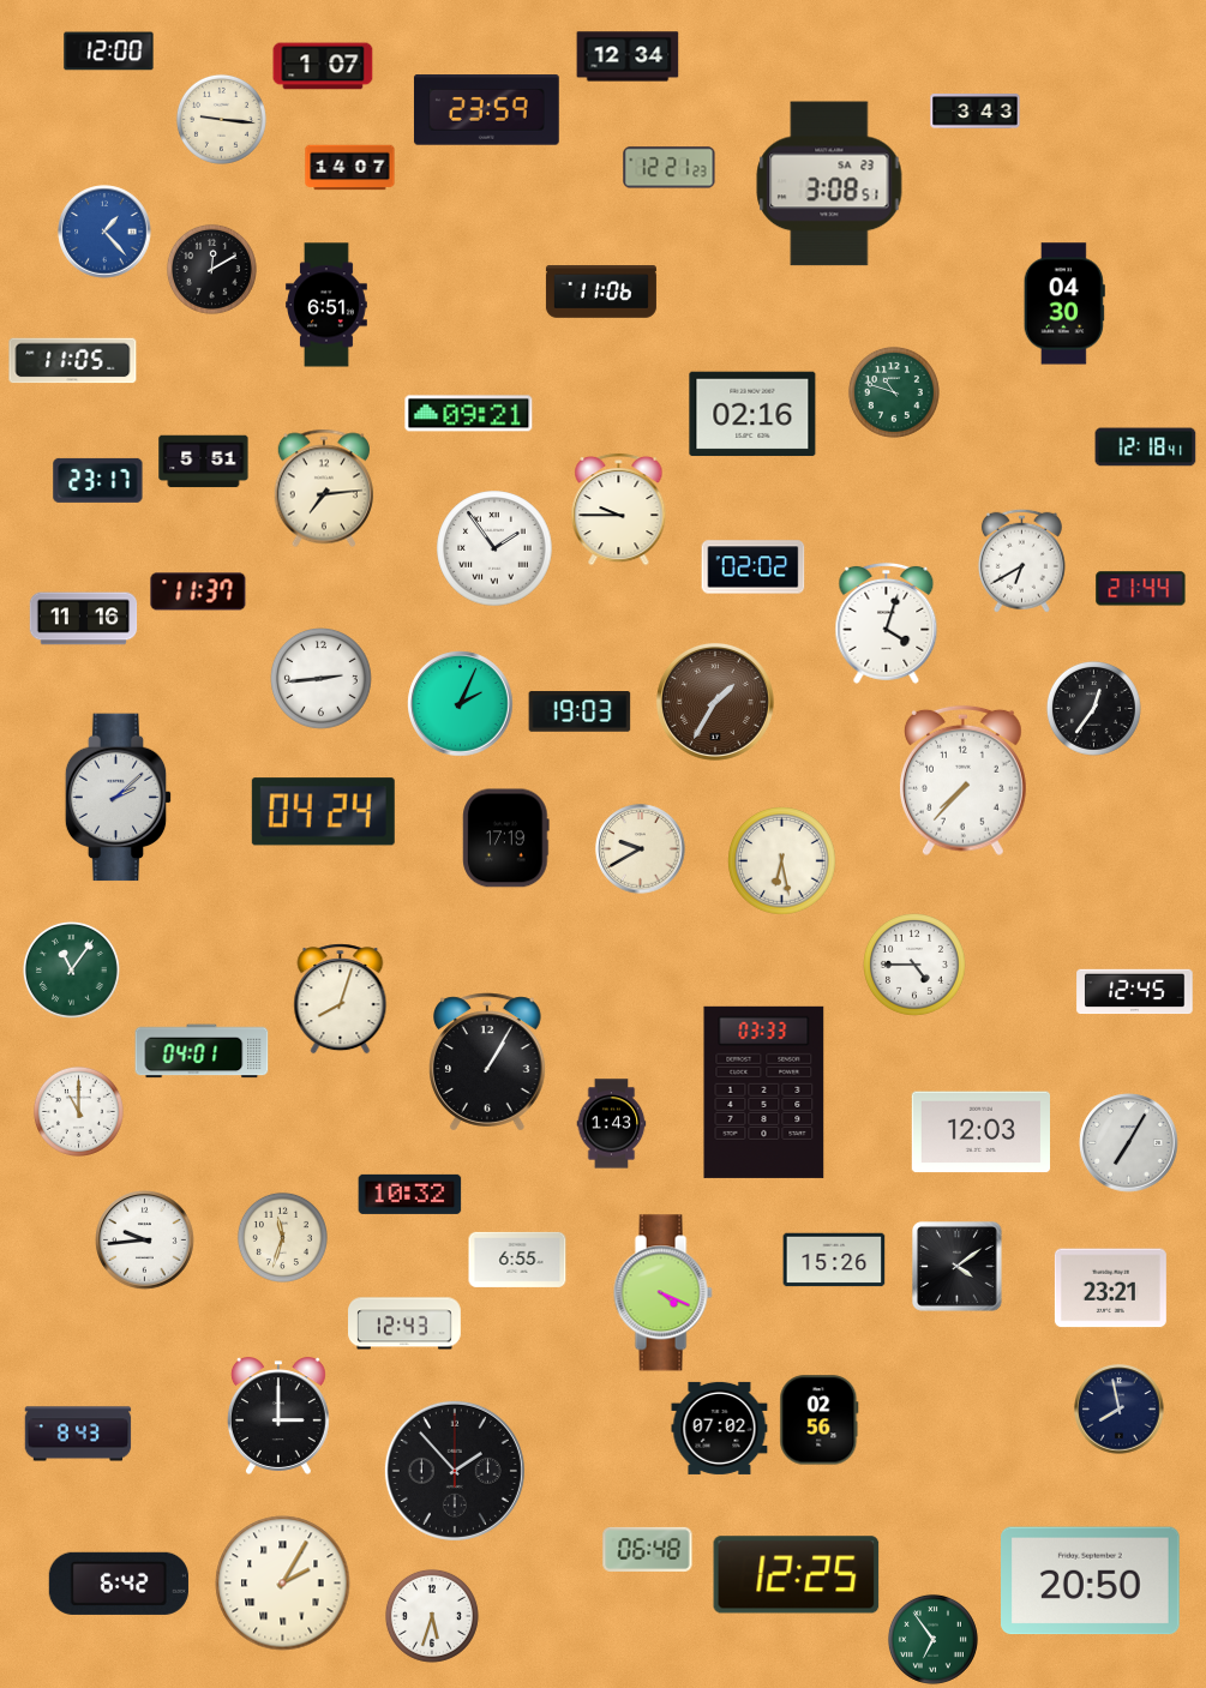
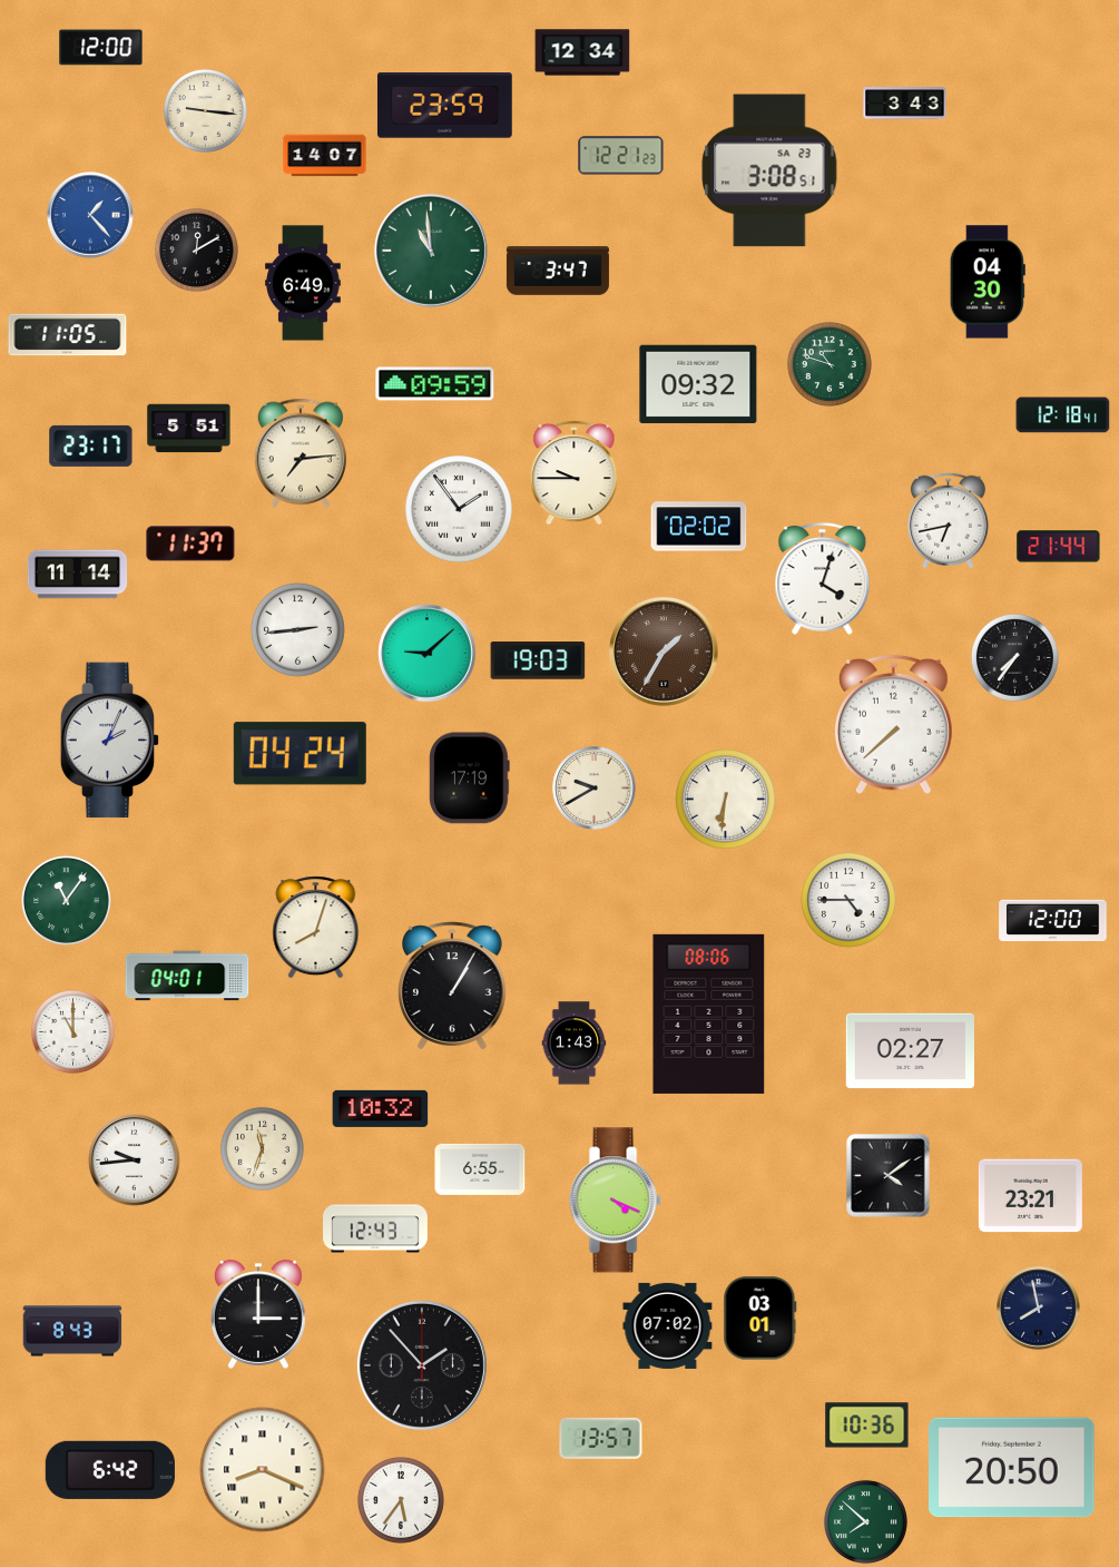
clock at (323, 66): 1:07 -> none
clock at (486, 110) position: (486, 110) -> (444, 106)
clock at (104, 232) position: (104, 232) -> (90, 215)
clock at (431, 251): none -> 10:59
clock at (601, 292): 11:06 -> 3:47
clock at (326, 305): 6:51 -> 6:49
clock at (469, 414): 09:21 -> 09:59
clock at (752, 414): 02:16 -> 09:32
clock at (1021, 560): 6:40 -> 6:43
clock at (198, 591) position: (198, 591) -> (190, 543)
clock at (84, 619): 11:16 -> 11:14
clock at (461, 704): 2:04 -> 9:08
clock at (1093, 708): 12:36 -> 7:36
clock at (962, 781): 7:37 -> 7:38
clock at (119, 798): 2:08 -> 2:04
clock at (782, 861): 6:28 -> 6:31
clock at (916, 966) position: (916, 966) -> (850, 901)
clock at (1135, 992): 12:45 -> 12:00
clock at (764, 1092): 03:33 -> 08:06
clock at (612, 1124) position: (612, 1124) -> (575, 1044)
clock at (980, 1133): 12:03 -> 02:27
clock at (1129, 1143): 7:05 -> none
clock at (145, 1241) position: (145, 1241) -> (135, 1160)
clock at (834, 1260): 15:26 -> none
clock at (820, 1420): 02:56 -> 03:01
clock at (867, 1426): none -> 10:36
clock at (648, 1549): 06:48 -> 13:57
clock at (797, 1575): 12:25 -> none
clock at (283, 1584): 2:05 -> 8:19
clock at (432, 1616): 5:33 -> 5:36
clock at (932, 1639): 6:54 -> 7:52
